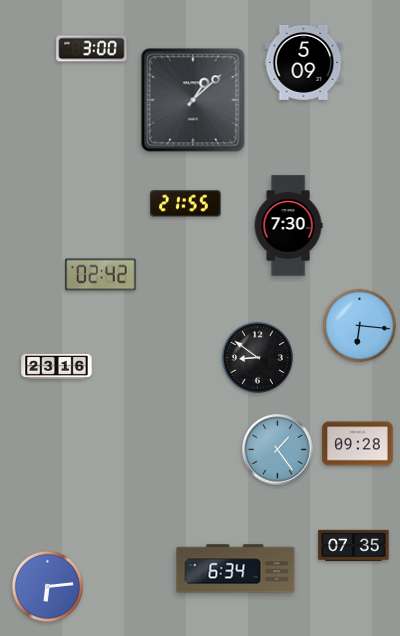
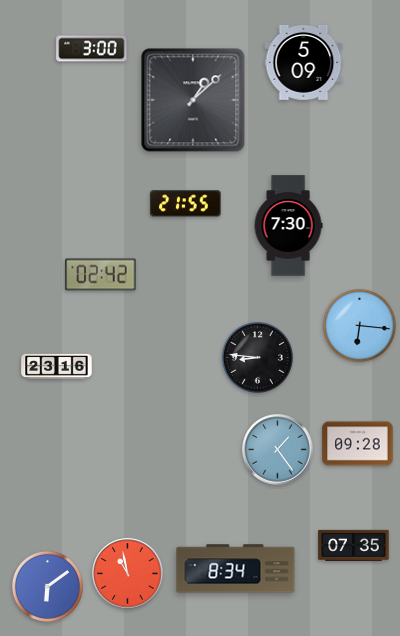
clock at (257, 357): 8:51 -> 8:46
clock at (236, 569): 6:34 -> 8:34
clock at (128, 574): none -> 10:58
clock at (47, 586): 6:14 -> 6:09
